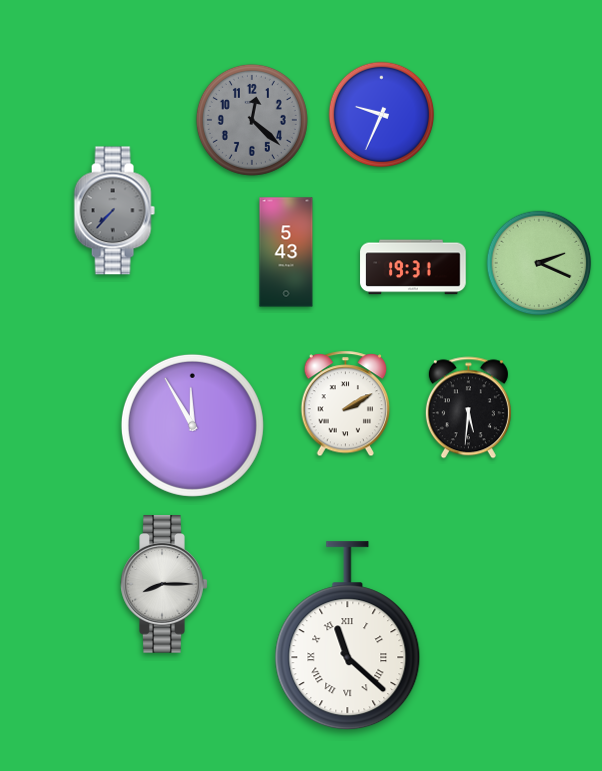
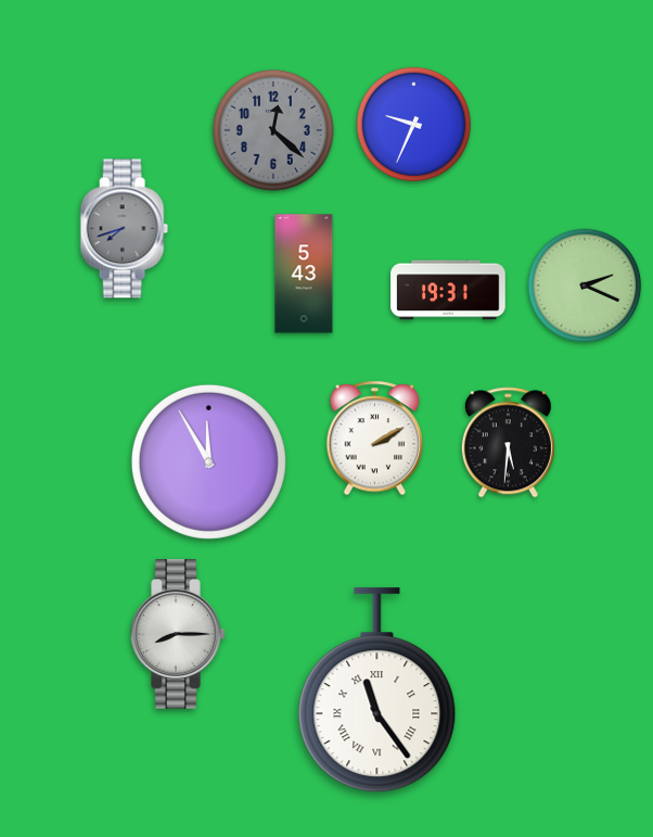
clock at (114, 211): 7:37 -> 7:42
clock at (286, 252) position: (286, 252) -> (304, 274)
clock at (348, 636): 11:22 -> 11:24
